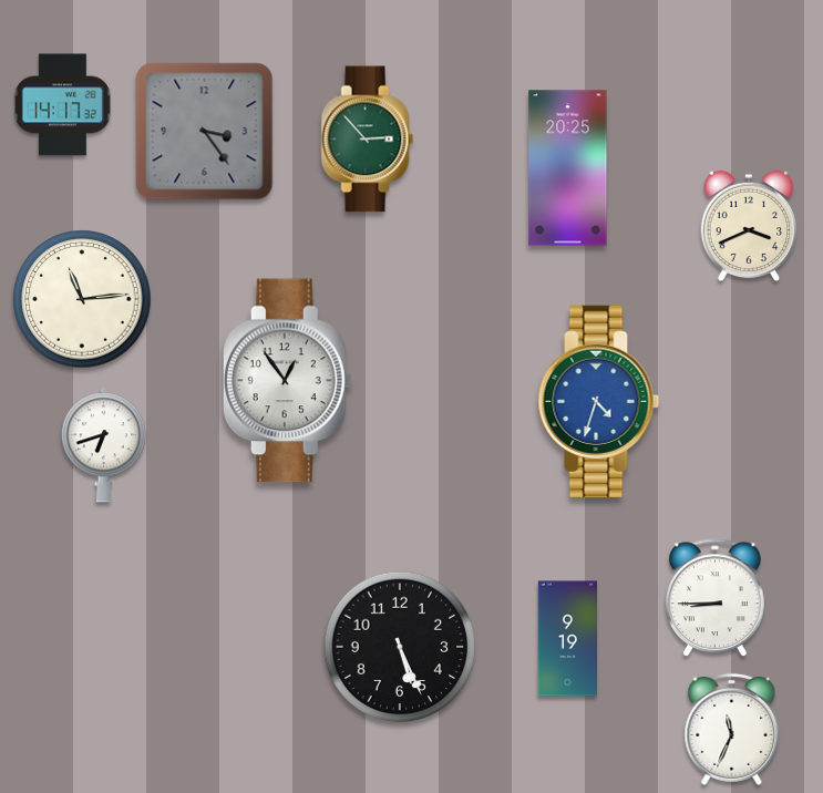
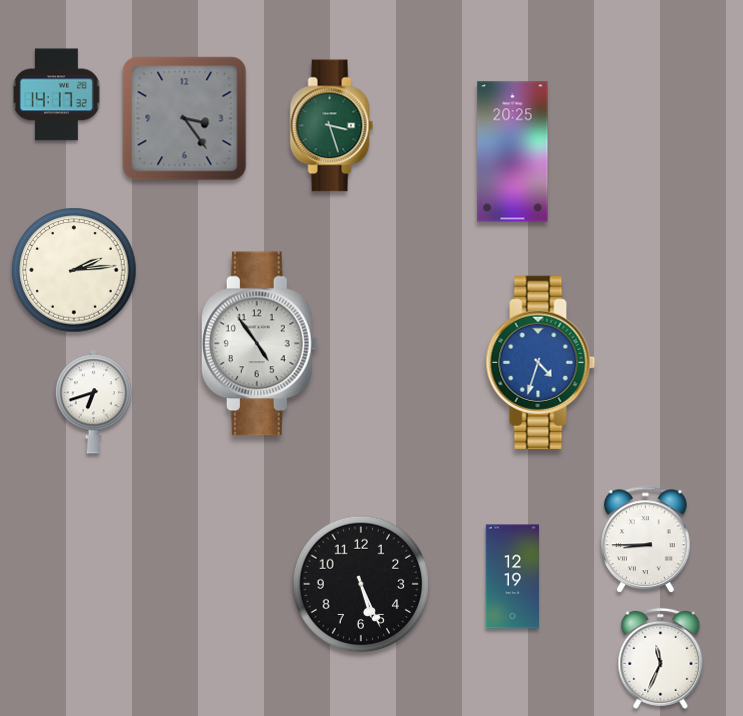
clock at (368, 140): 2:53 -> 3:27
clock at (748, 226): 3:41 -> none
clock at (82, 299): 11:14 -> 2:14
clock at (287, 381): 12:54 -> 4:54
clock at (568, 639): 9:19 -> 12:19
